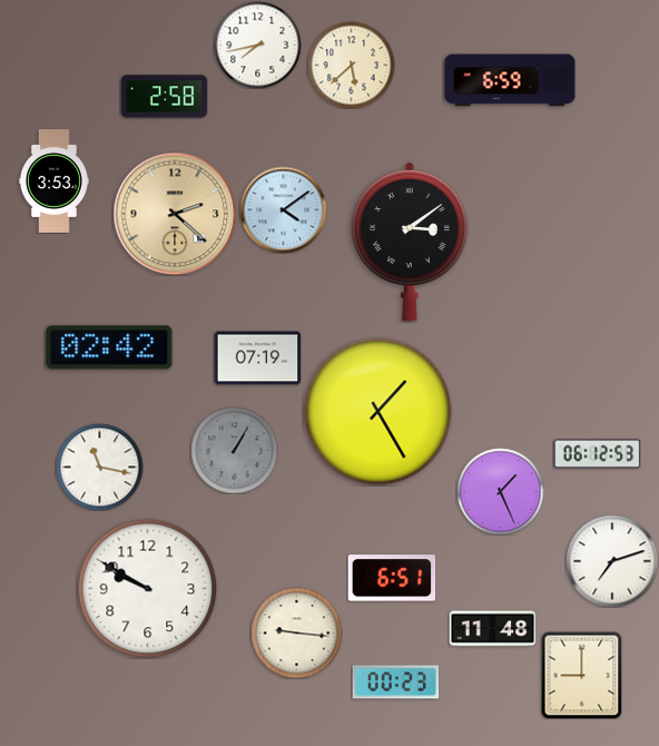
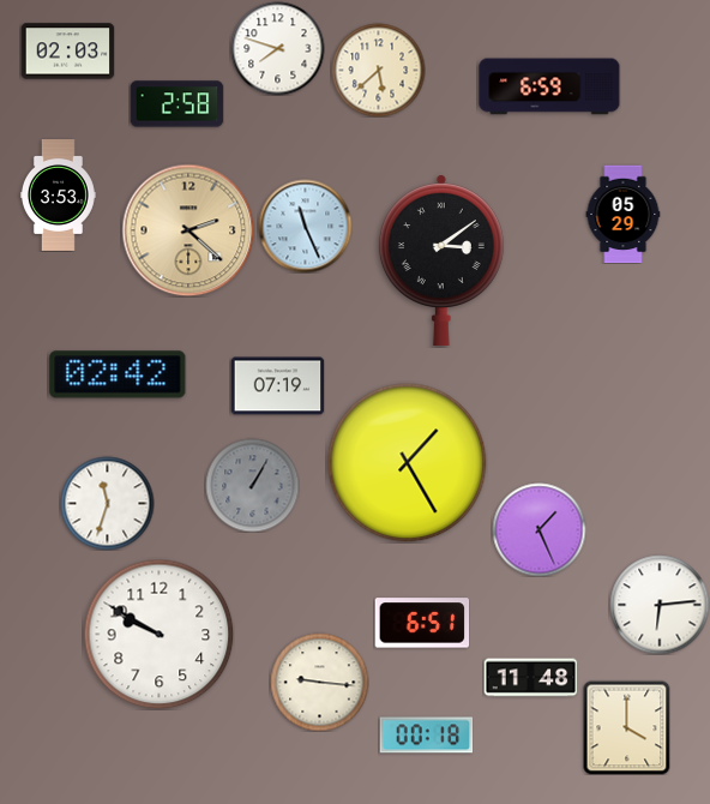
clock at (257, 45): 7:43 -> 7:48
clock at (67, 52): none -> 02:03
clock at (624, 214): none -> 05:29
clock at (283, 209): 4:09 -> 11:26
clock at (378, 412) position: (378, 412) -> (408, 463)
clock at (597, 454): 06:12 -> none
clock at (99, 467): 11:17 -> 11:33
clock at (612, 561): 7:12 -> 6:14
clock at (582, 675): 9:00 -> 4:00
clock at (395, 683): 00:23 -> 00:18
